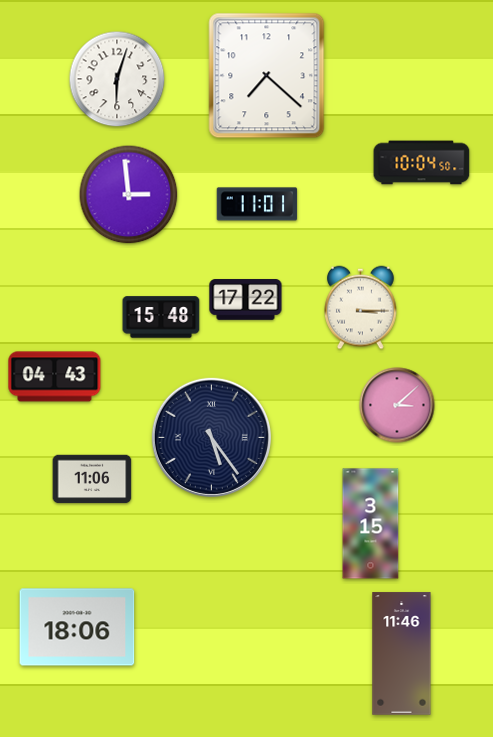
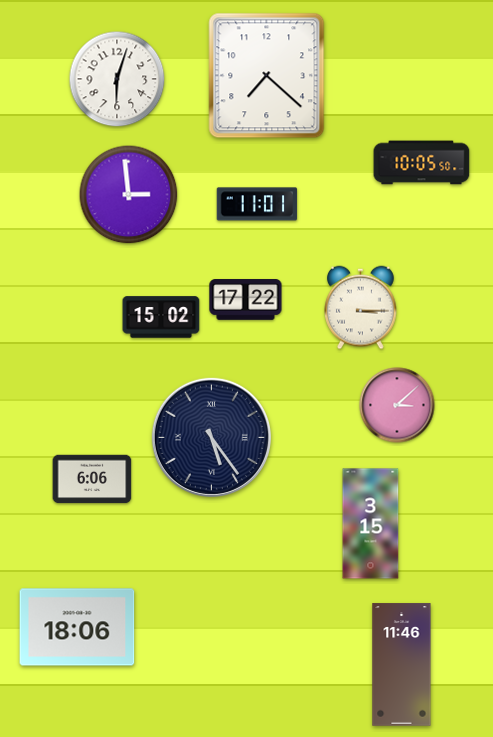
clock at (422, 163): 10:04 -> 10:05
clock at (161, 317): 15:48 -> 15:02
clock at (55, 377): 04:43 -> none
clock at (92, 479): 11:06 -> 6:06
clock at (402, 654) position: (402, 654) -> (402, 665)
